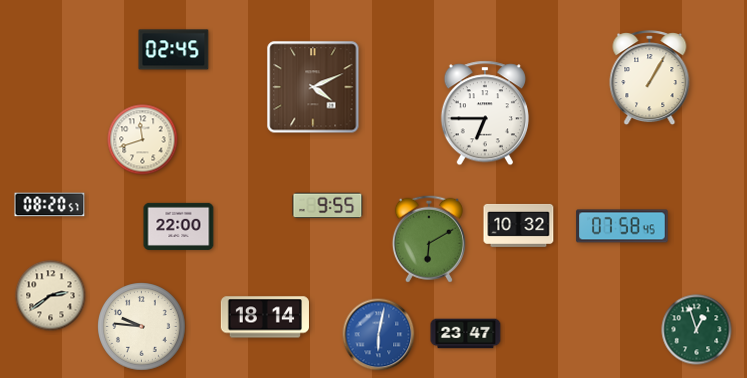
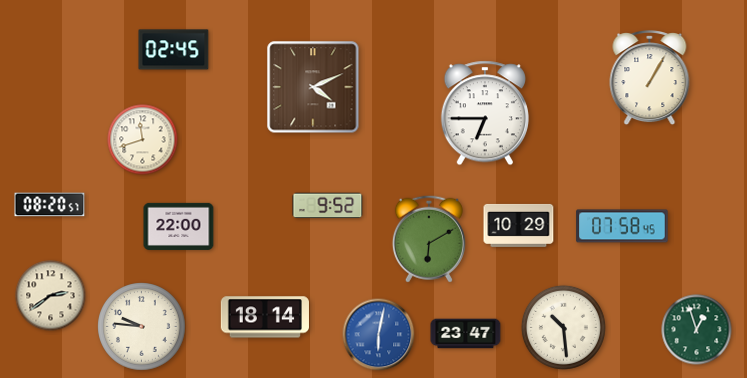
clock at (328, 206): 9:55 -> 9:52
clock at (519, 225): 10:32 -> 10:29
clock at (563, 327): none -> 10:29
